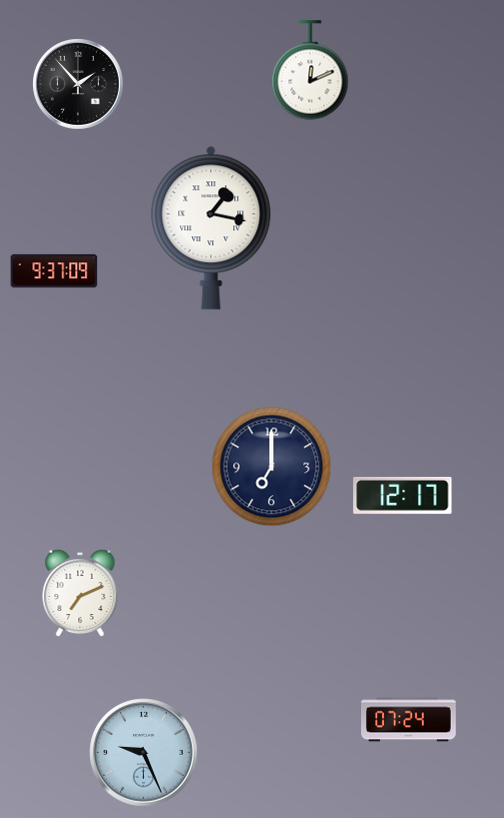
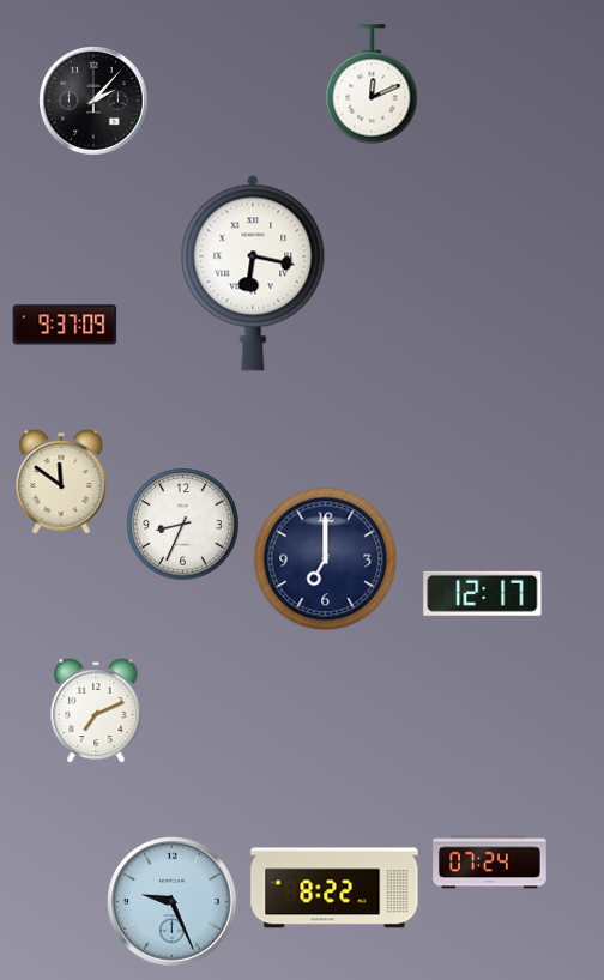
clock at (79, 85): 1:53 -> 2:07
clock at (211, 228): 1:17 -> 6:17
clock at (61, 482): none -> 11:51
clock at (183, 525): none -> 8:34
clock at (334, 888): none -> 8:22
